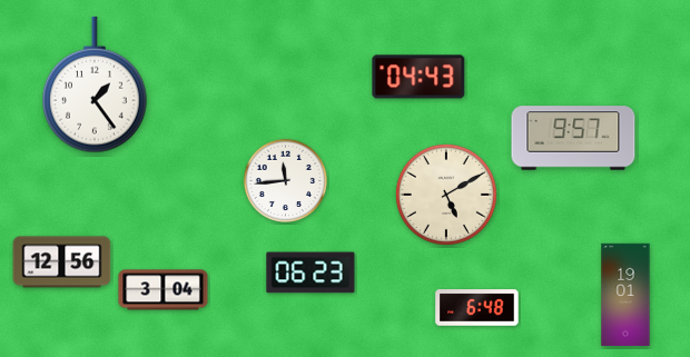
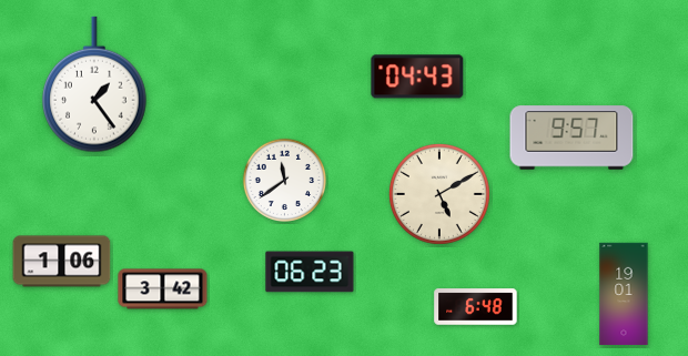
clock at (285, 180): 11:44 -> 11:39
clock at (446, 195) position: (446, 195) -> (439, 194)
clock at (62, 262): 12:56 -> 1:06
clock at (164, 290): 3:04 -> 3:42
